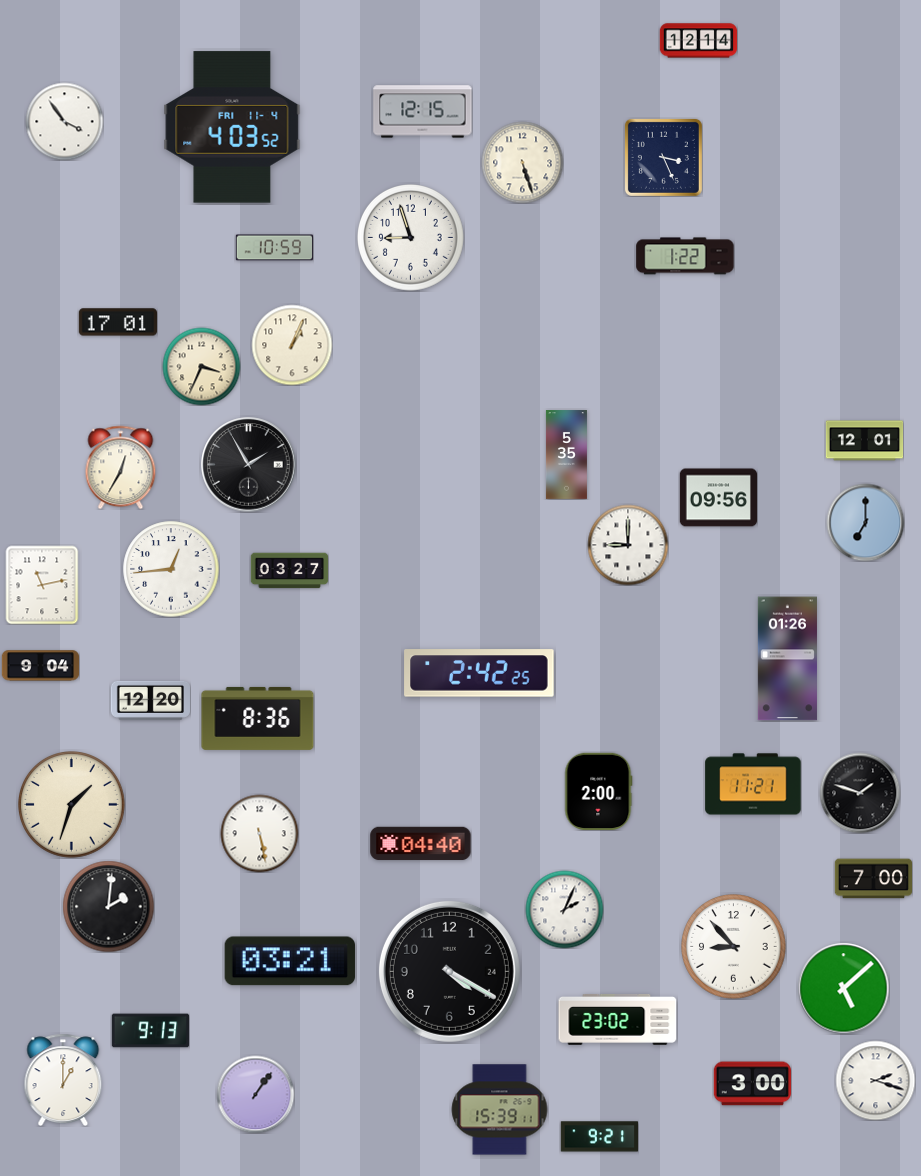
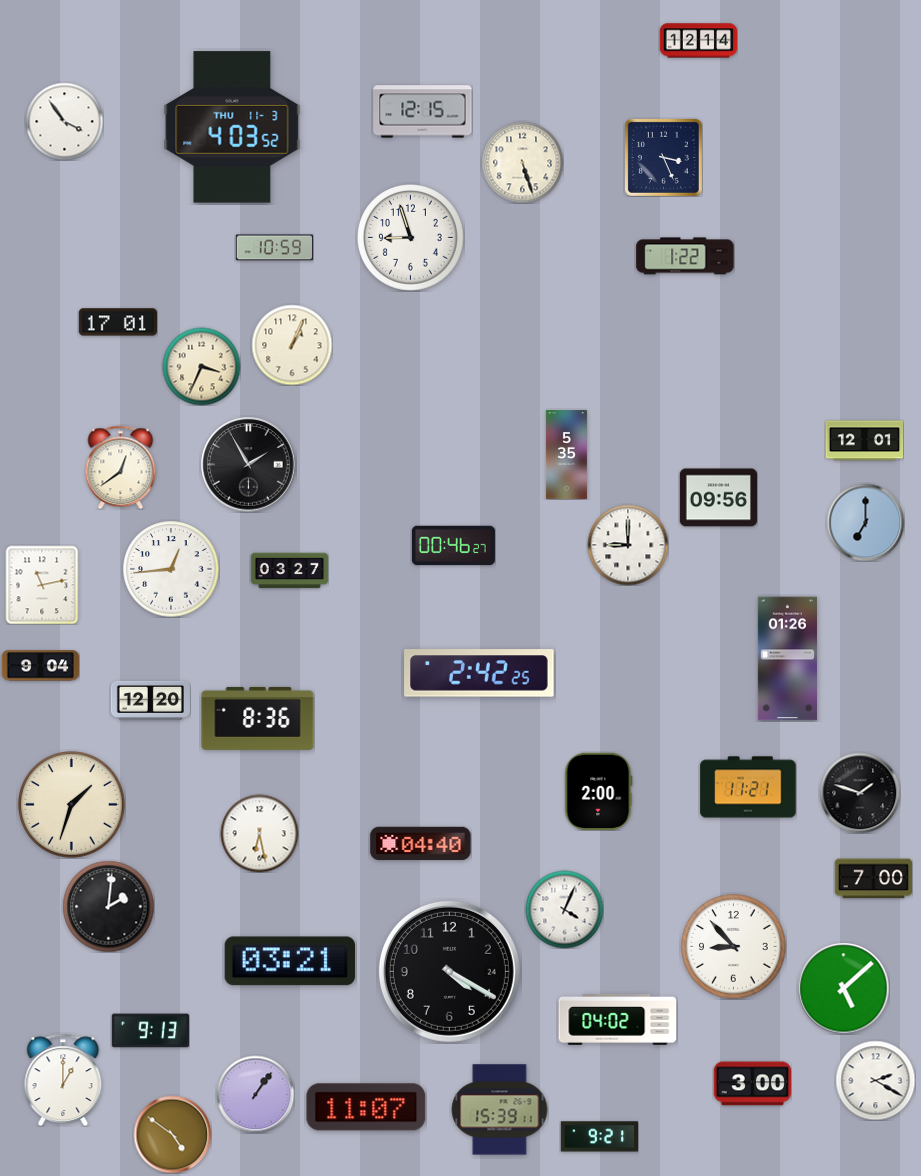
clock at (232, 127) date: FRI 11-4 -> THU 11-3
clock at (121, 467): 12:35 -> 12:39
clock at (453, 546): none -> 00:46
clock at (753, 784) position: (753, 784) -> (748, 787)
clock at (259, 833): 5:28 -> 6:28
clock at (564, 909): 2:04 -> 4:04
clock at (618, 1019): 23:02 -> 04:02
clock at (875, 1080): 2:18 -> 2:20
clock at (366, 1107): none -> 11:07
clock at (172, 1134): none -> 4:51
